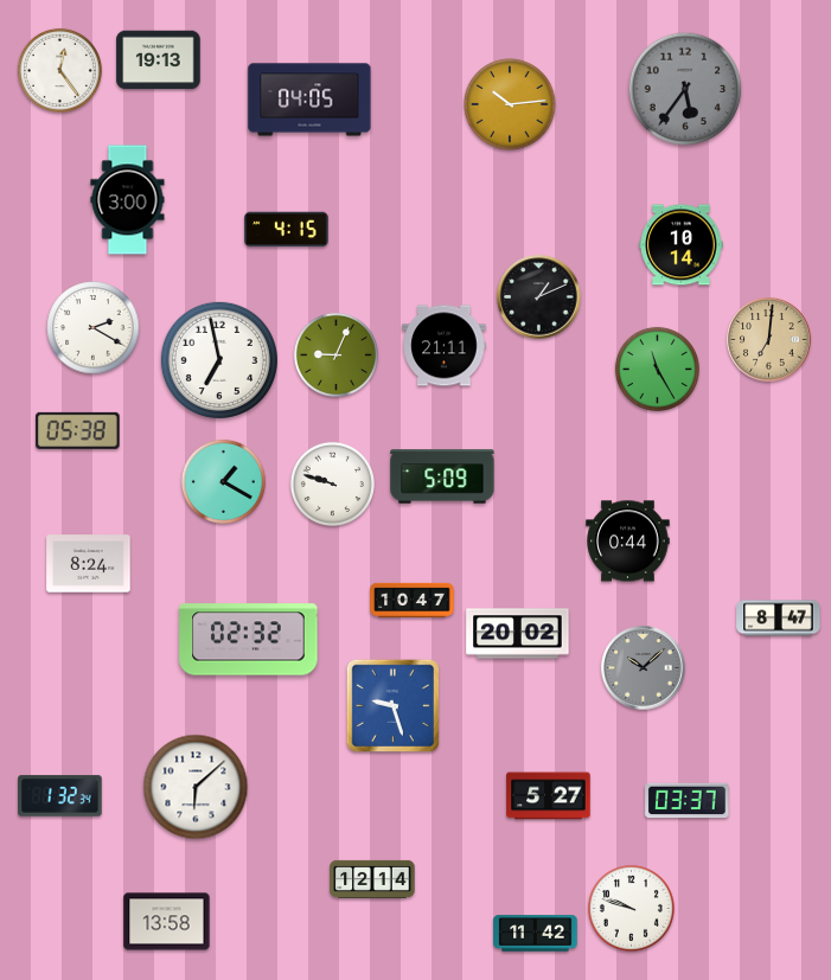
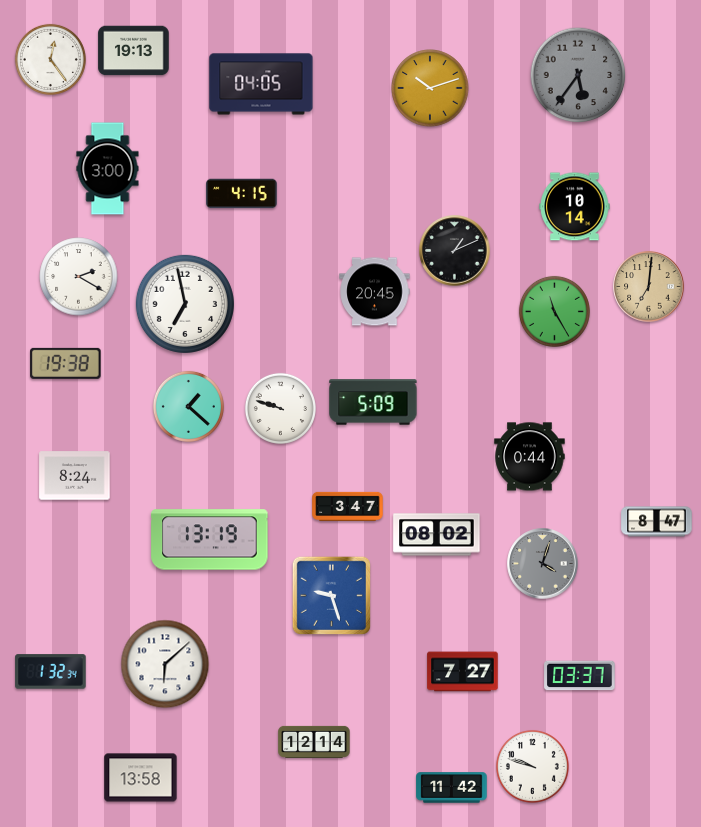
clock at (510, 104): 10:14 -> 10:12
clock at (445, 346): 21:11 -> 20:45
clock at (335, 354): 9:04 -> none
clock at (78, 430): 05:38 -> 19:38
clock at (223, 481): 1:20 -> 1:22
clock at (413, 600): 10:47 -> 3:47
clock at (518, 634): 20:02 -> 08:02
clock at (249, 640): 02:32 -> 13:19
clock at (644, 668): 10:08 -> 4:03
clock at (549, 796): 5:27 -> 7:27
